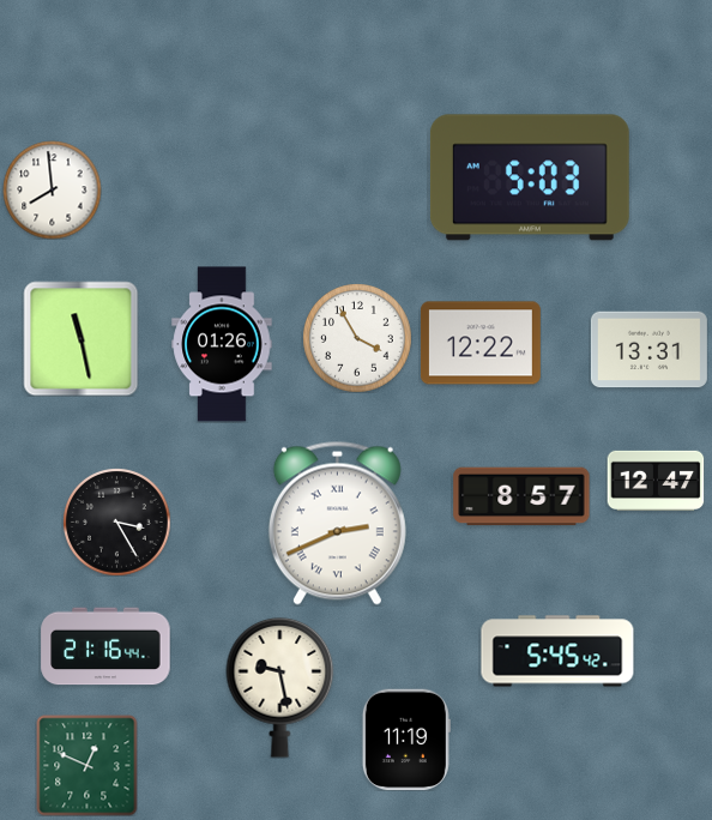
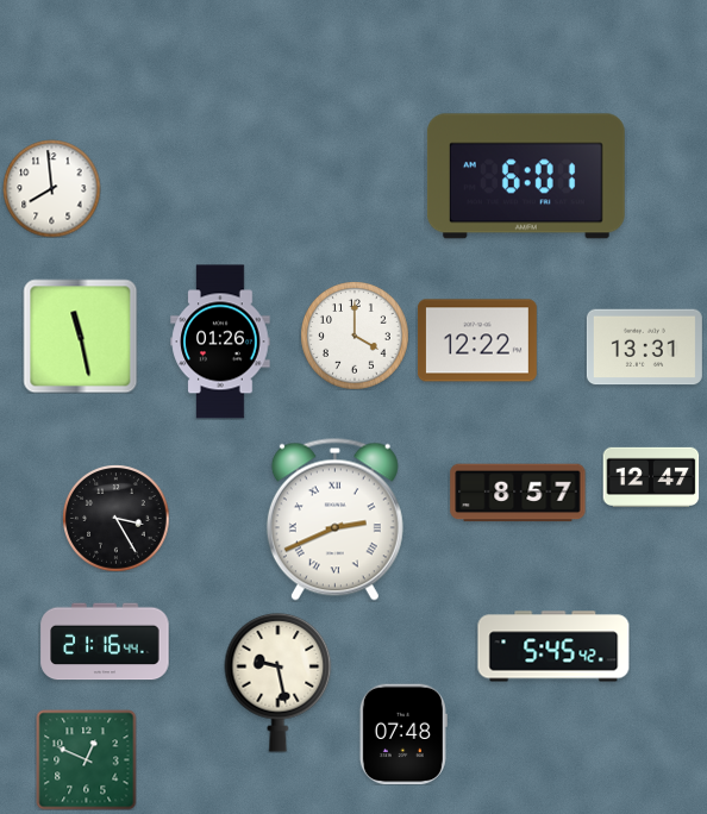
clock at (530, 177): 5:03 -> 6:01
clock at (357, 338): 3:55 -> 4:00
clock at (406, 740): 11:19 -> 07:48
